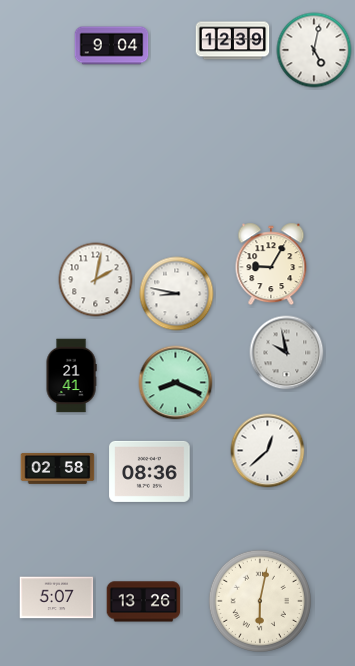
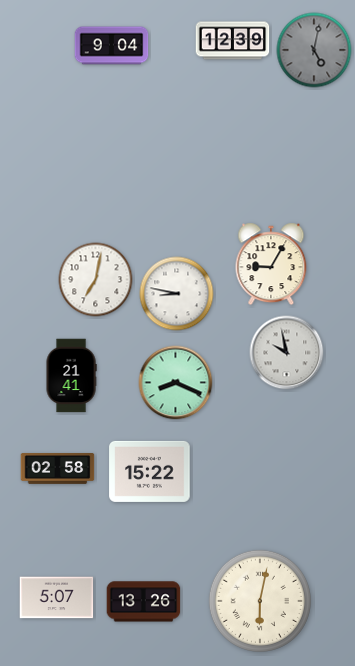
clock at (314, 50) dial: white -> grey
clock at (96, 280): 2:02 -> 7:02
clock at (268, 451): 12:38 -> none
clock at (150, 471): 08:36 -> 15:22
